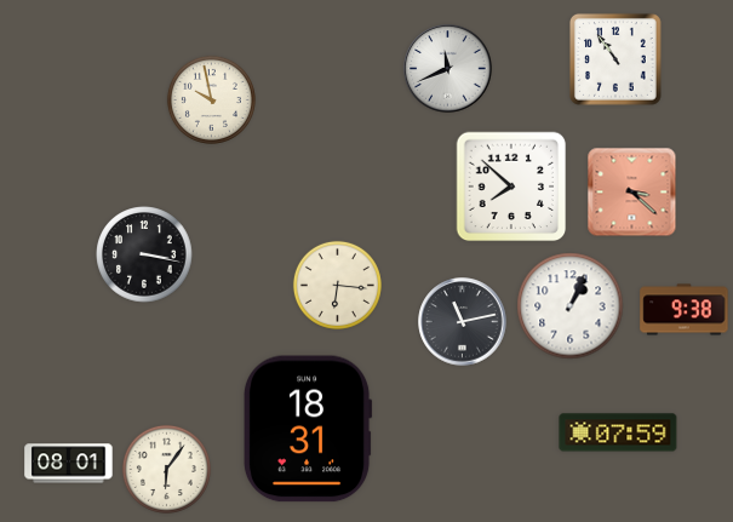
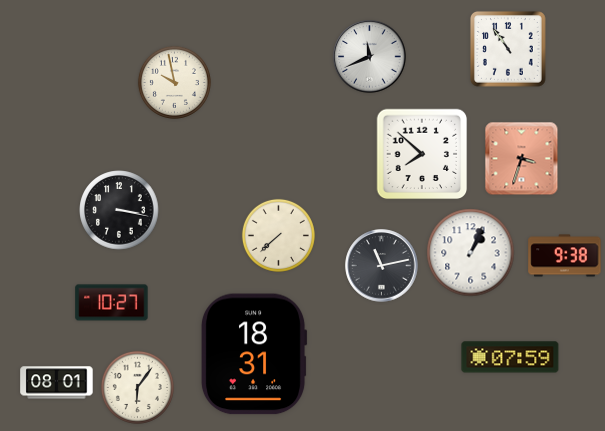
clock at (632, 193): 3:22 -> 3:33
clock at (337, 285): 6:16 -> 7:38
clock at (112, 303): none -> 10:27
